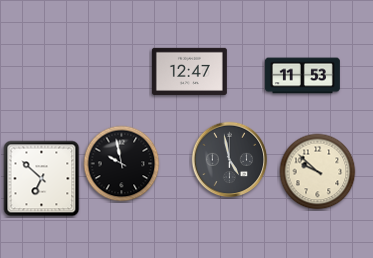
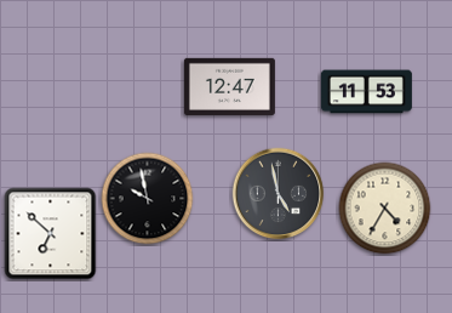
clock at (318, 172): 9:52 -> 4:35
clock at (42, 179) position: (42, 179) -> (51, 234)
